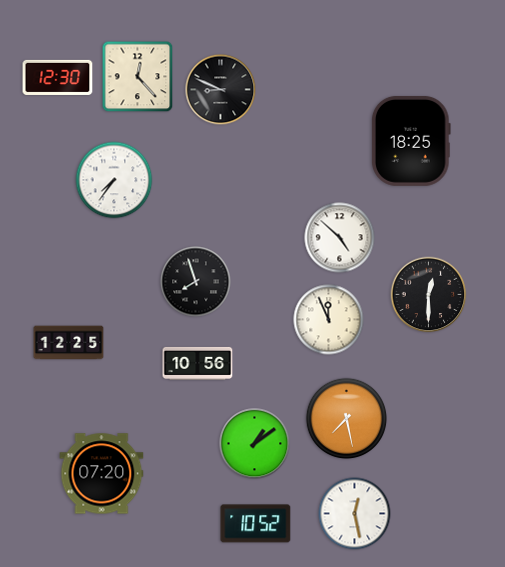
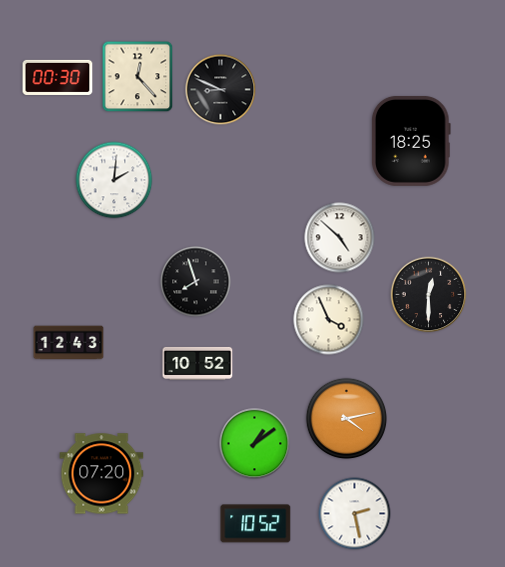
clock at (58, 77): 12:30 -> 00:30
clock at (114, 180): 7:36 -> 2:01
clock at (329, 320): 11:56 -> 3:56
clock at (69, 343): 12:25 -> 12:43
clock at (198, 363): 10:56 -> 10:52
clock at (347, 419): 7:28 -> 4:13
clock at (355, 514): 12:28 -> 2:28
